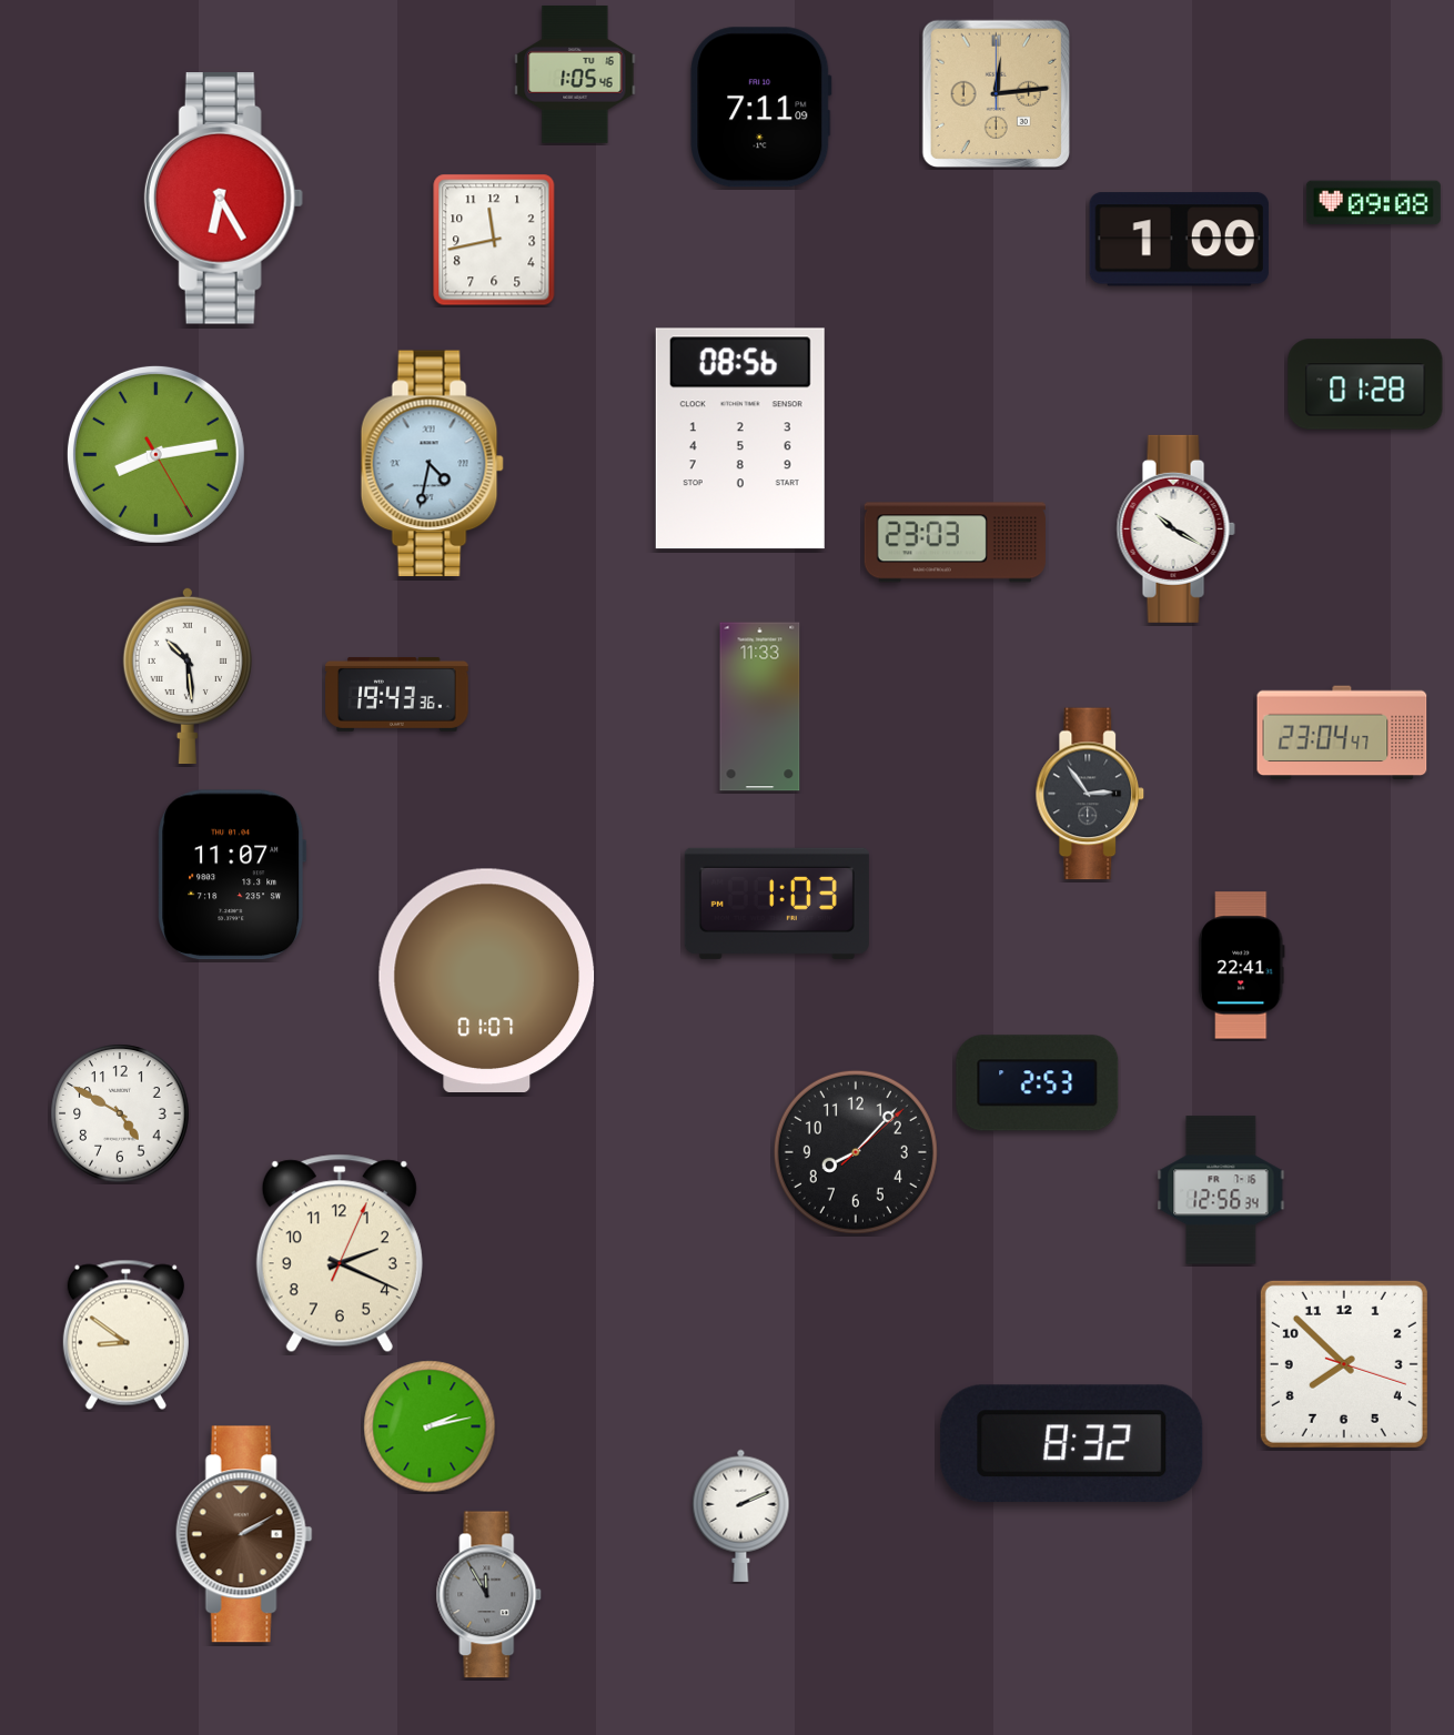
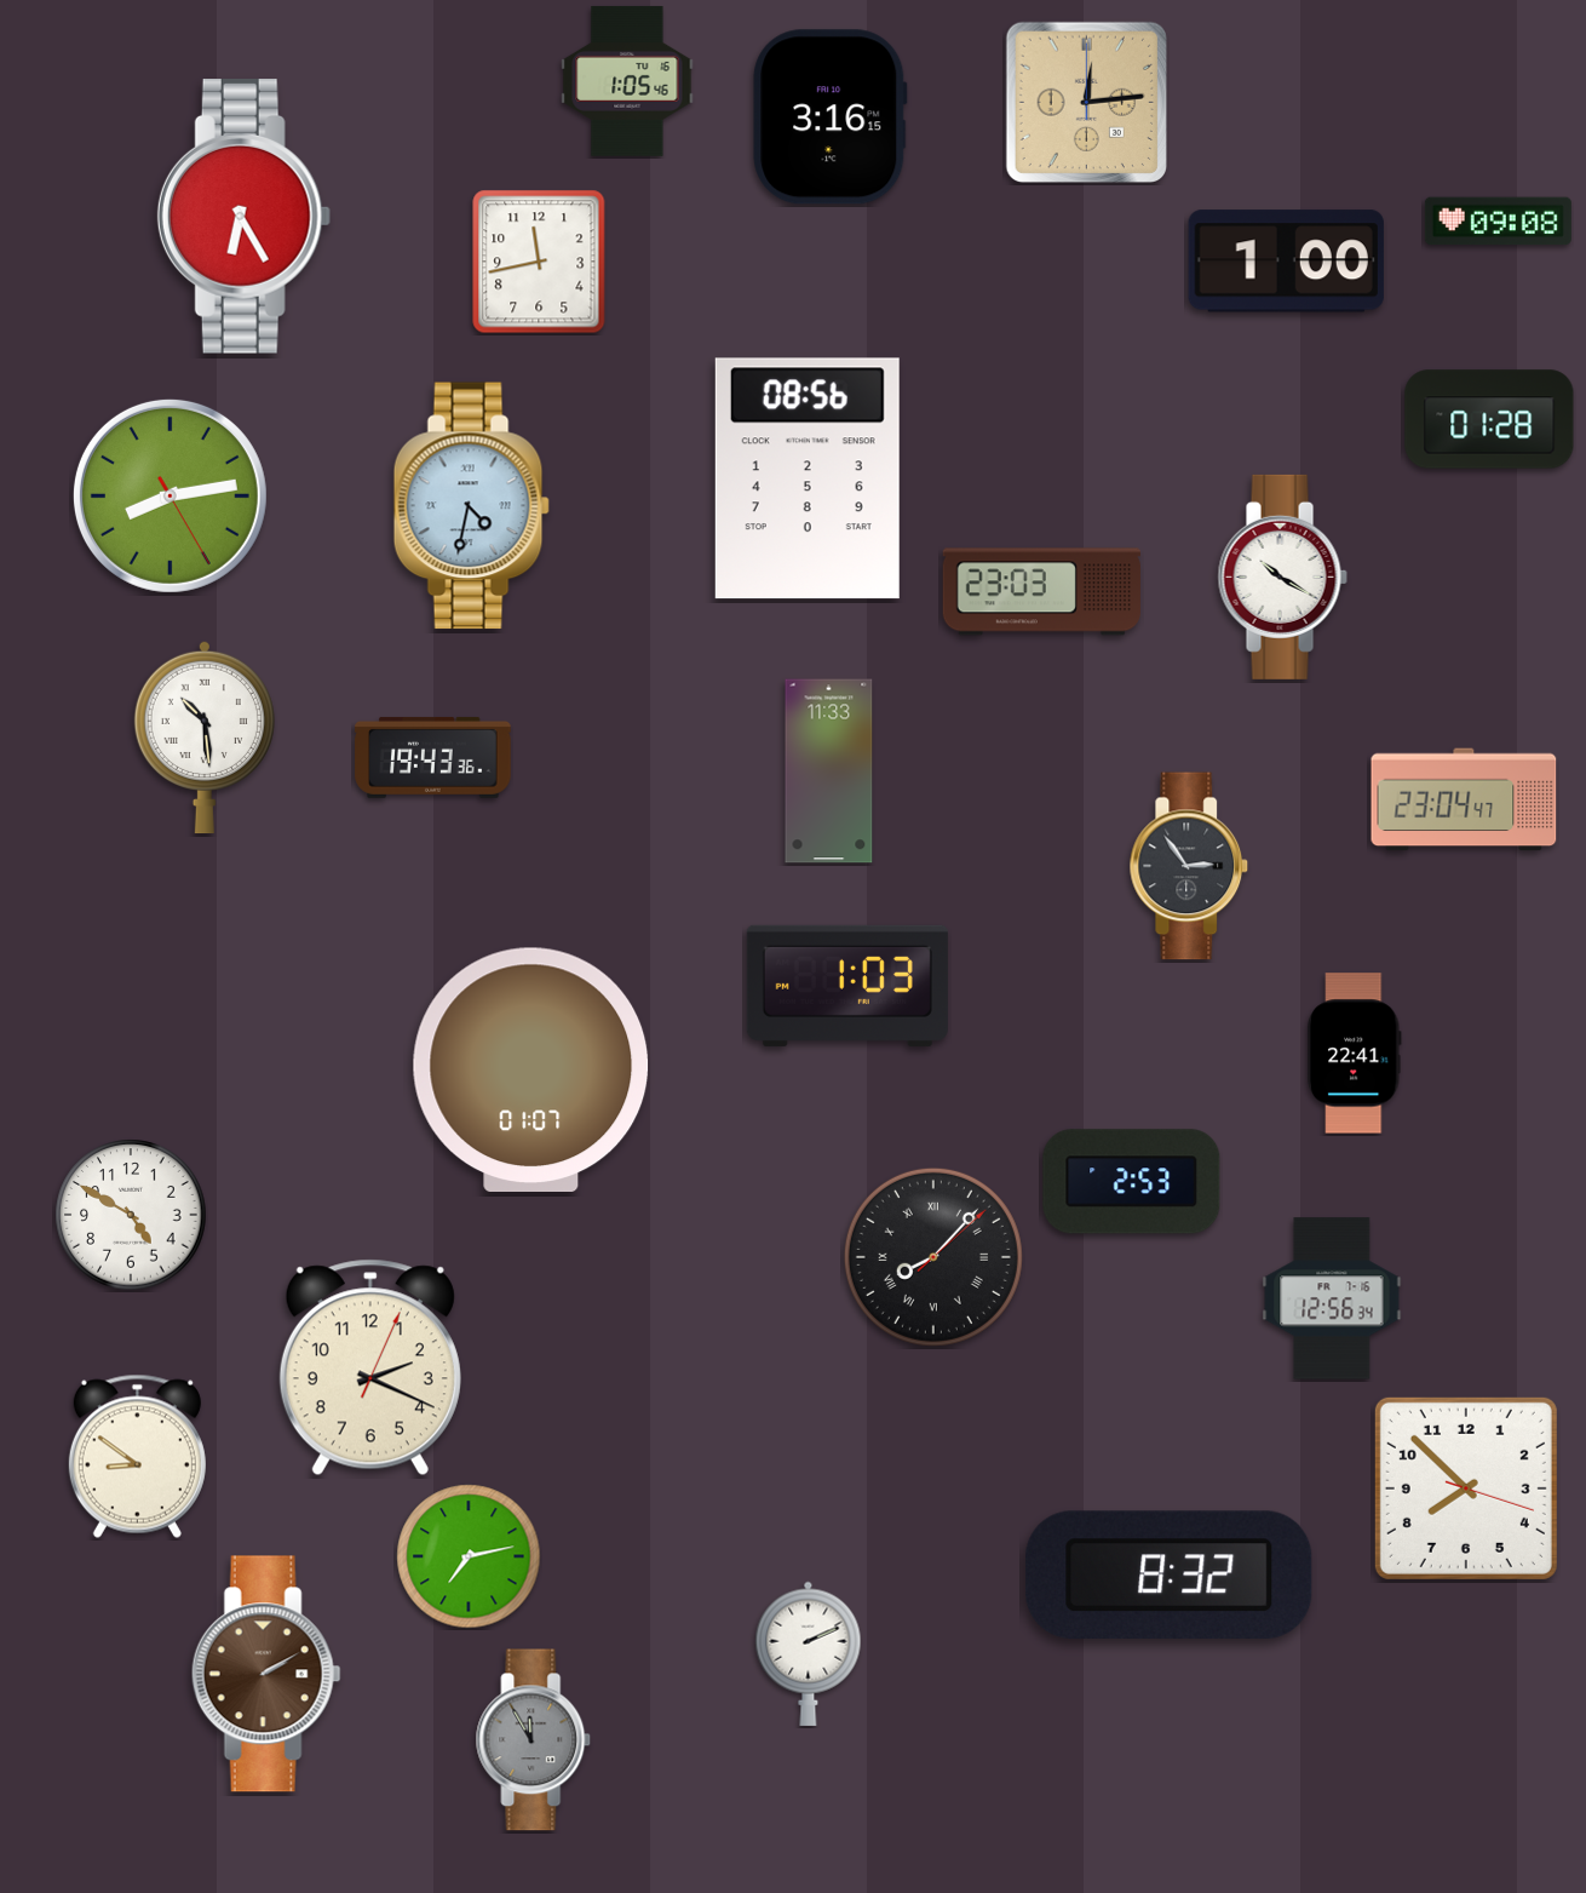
clock at (761, 108): 7:11 -> 3:16
clock at (232, 875): 11:07 -> none
clock at (856, 1152) numerals: Arabic -> Roman
clock at (430, 1426): 2:13 -> 7:13
